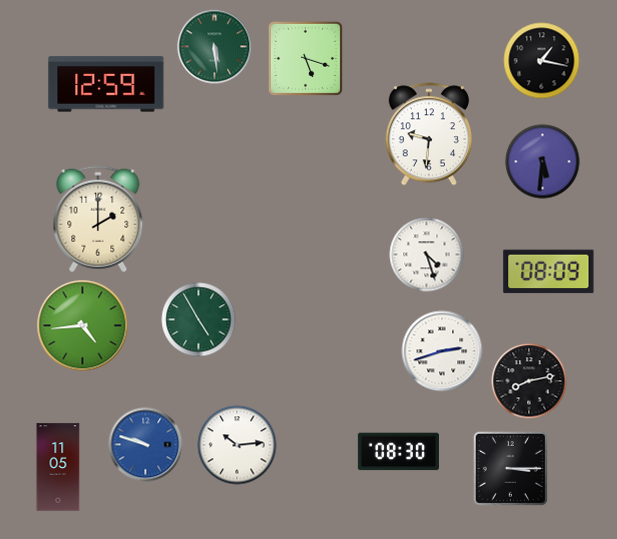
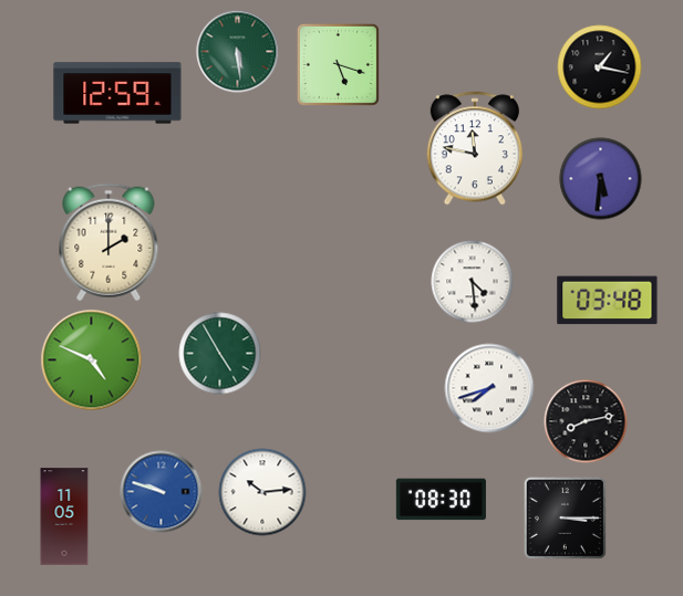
clock at (429, 134): 9:31 -> 11:47
clock at (427, 255): 4:27 -> 4:29
clock at (549, 272): 08:09 -> 03:48
clock at (83, 326): 4:44 -> 4:49
clock at (442, 351): 2:42 -> 7:42
